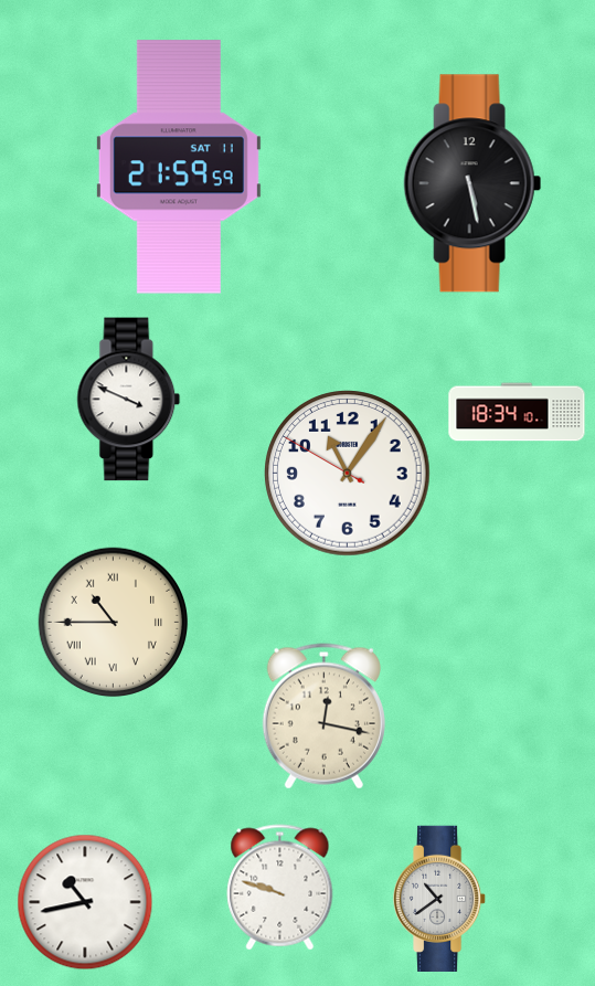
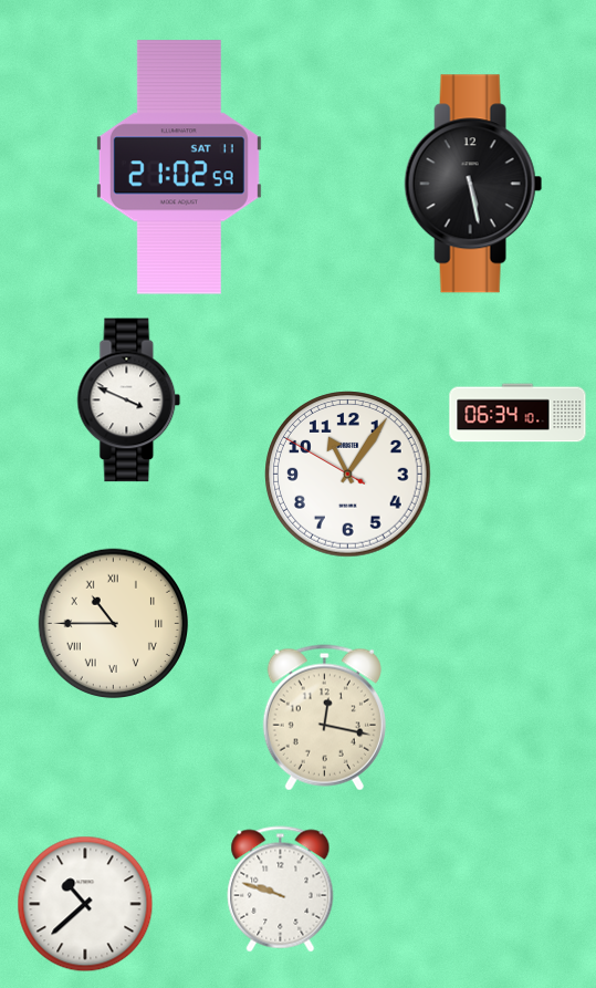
clock at (179, 167): 21:59 -> 21:02
clock at (517, 412): 18:34 -> 06:34
clock at (440, 898): 10:39 -> none
clock at (85, 902): 10:43 -> 10:38
